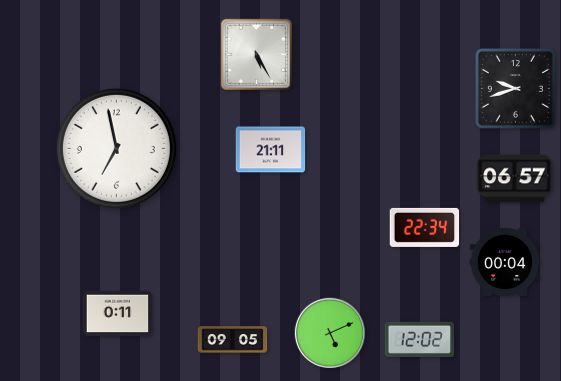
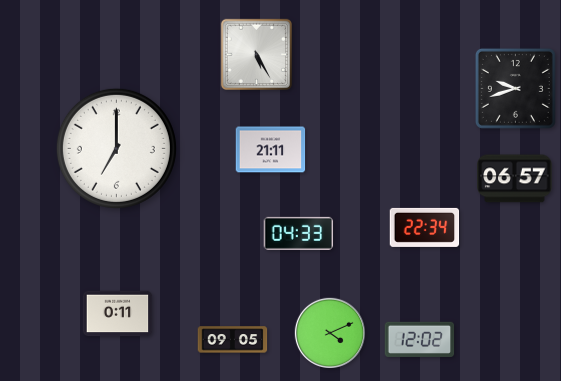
clock at (116, 148): 6:58 -> 7:00
clock at (299, 233): none -> 04:33
clock at (505, 263): 00:04 -> none
clock at (329, 332): 5:11 -> 4:11
